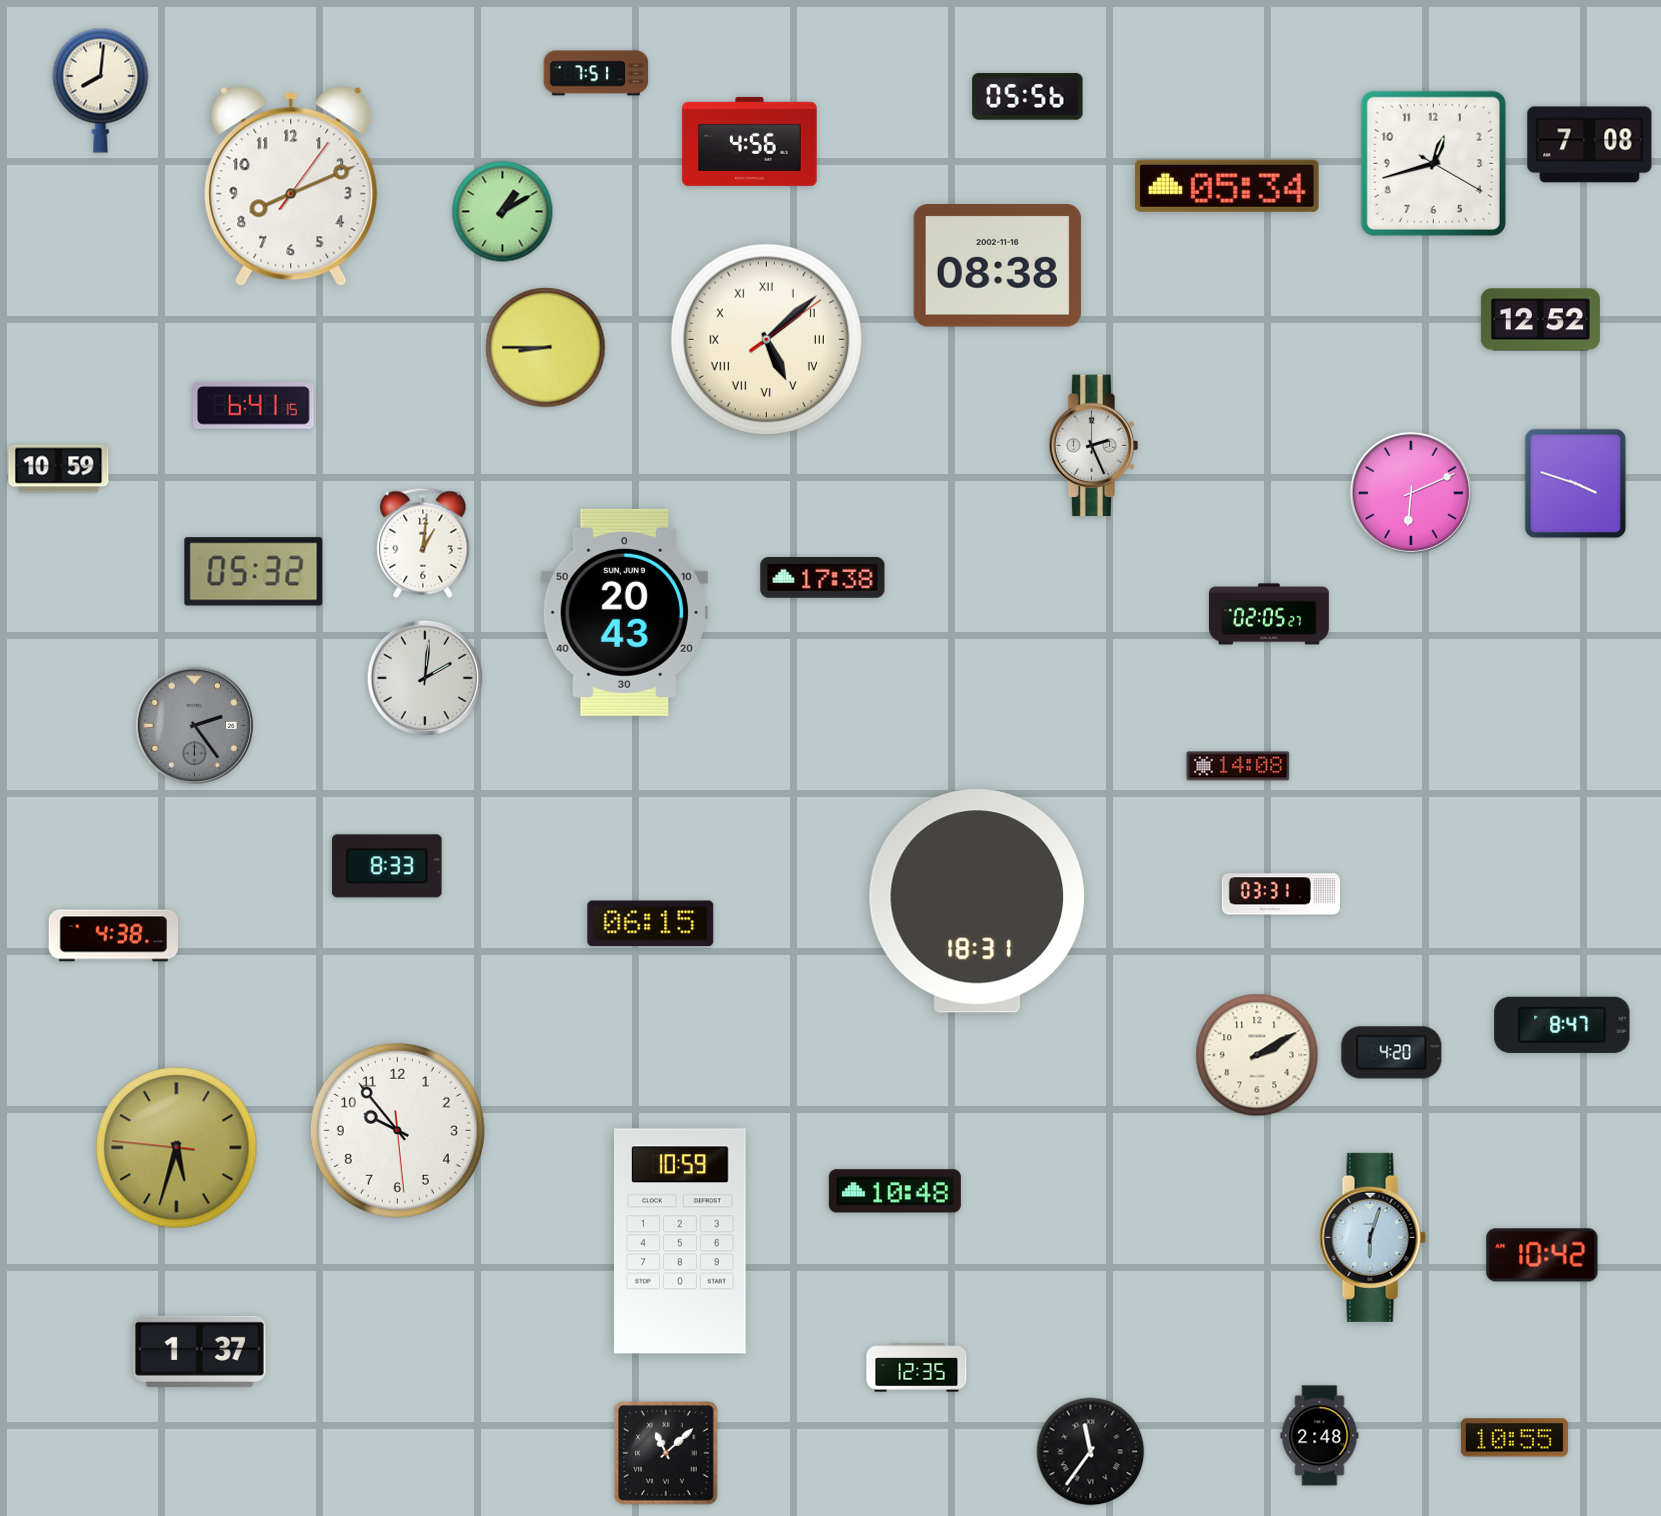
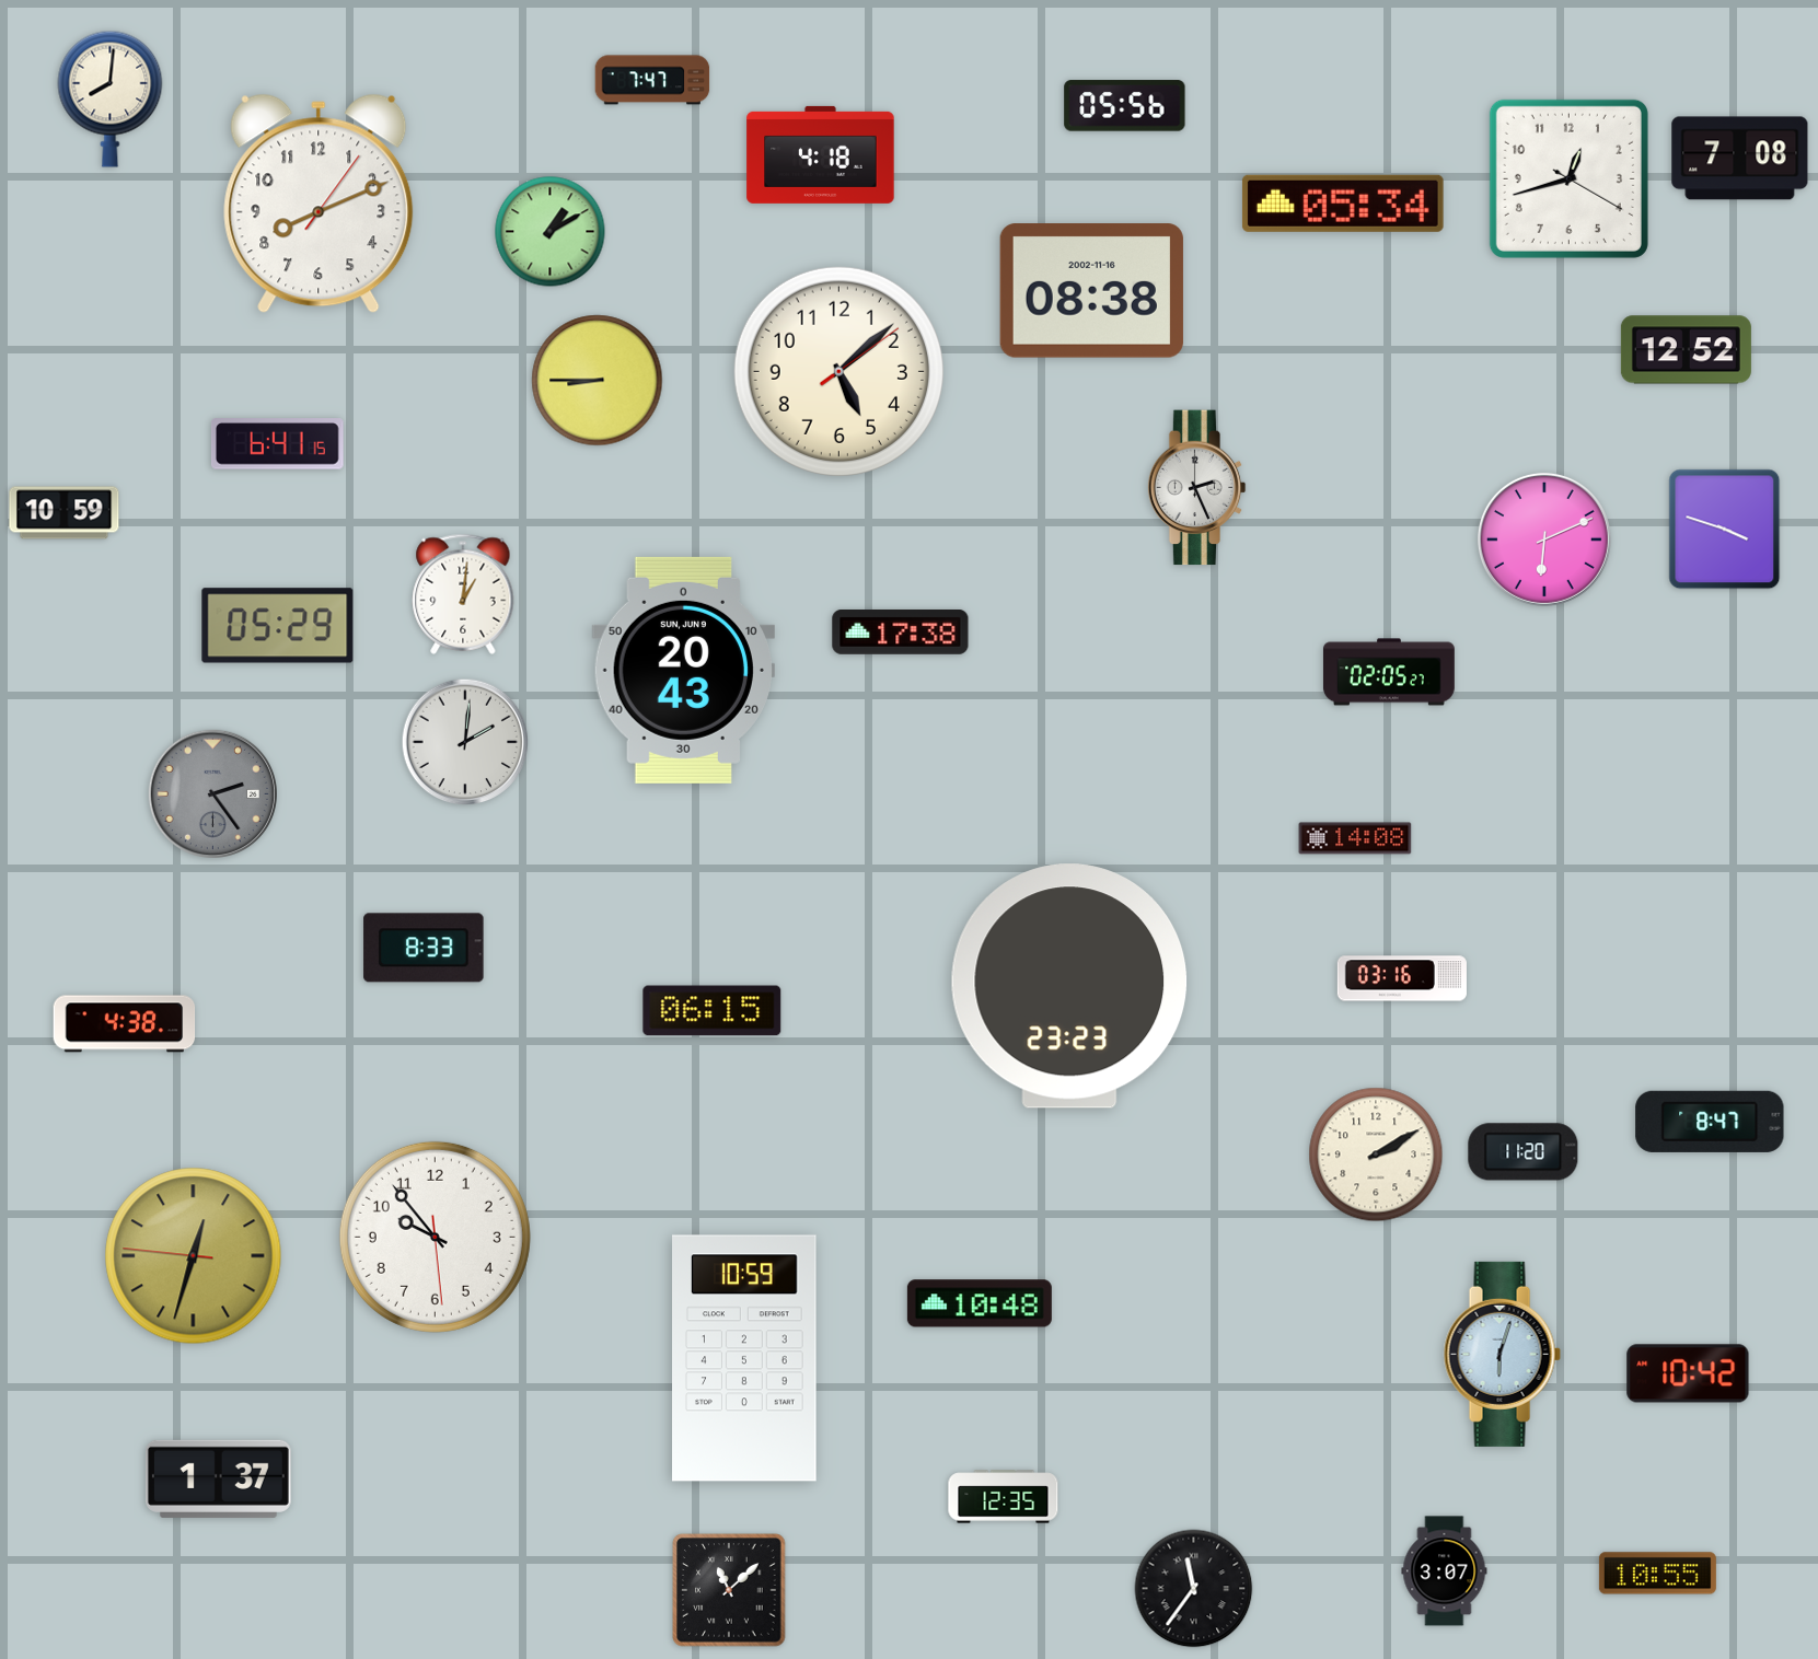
clock at (596, 73): 7:51 -> 7:47
clock at (750, 141): 4:56 -> 4:18
clock at (766, 339) numerals: Roman -> Arabic
clock at (254, 572): 05:32 -> 05:29
clock at (1281, 894): 03:31 -> 03:16
clock at (977, 901): 18:31 -> 23:23
clock at (1392, 1053): 4:20 -> 11:20
clock at (177, 1148): 5:32 -> 12:32
clock at (1320, 1436): 2:48 -> 3:07
